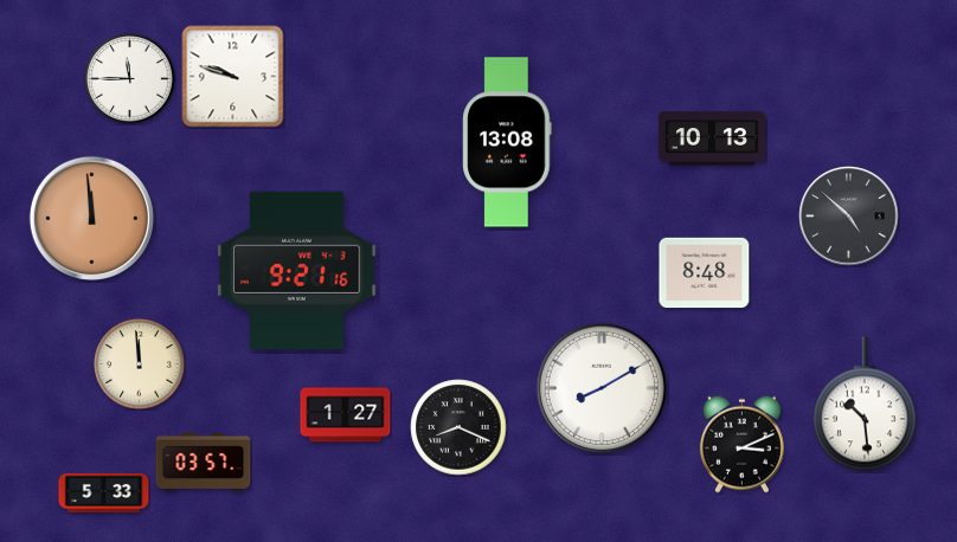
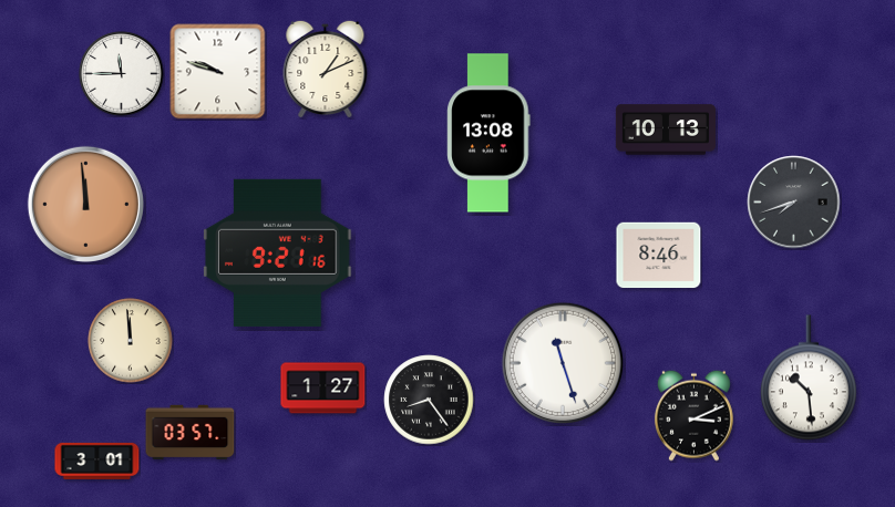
clock at (326, 69): none -> 1:11
clock at (507, 142) position: (507, 142) -> (488, 133)
clock at (849, 217): 4:52 -> 7:42
clock at (705, 273): 8:48 -> 8:46
clock at (602, 388): 8:10 -> 11:27
clock at (458, 427): 8:19 -> 8:24
clock at (104, 492): 5:33 -> 3:01
